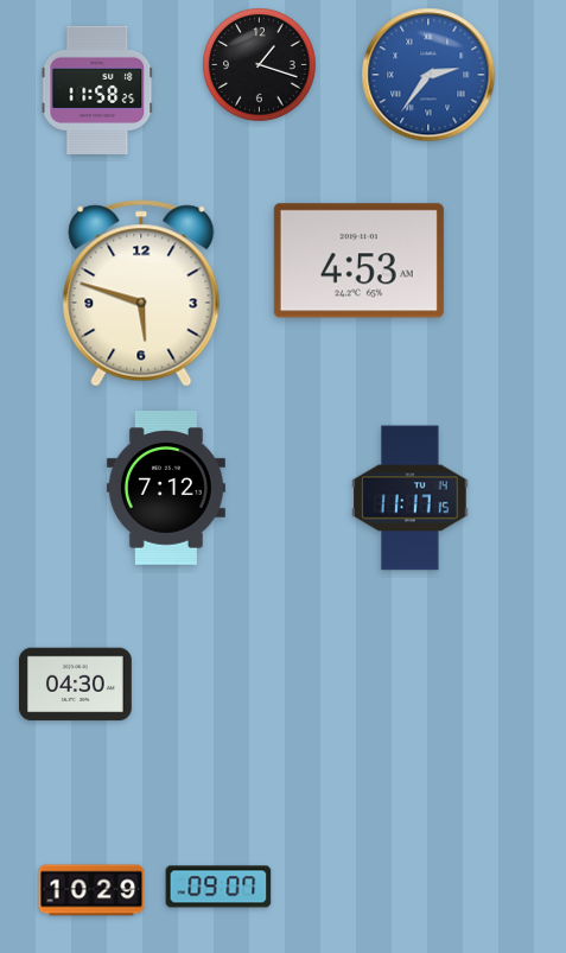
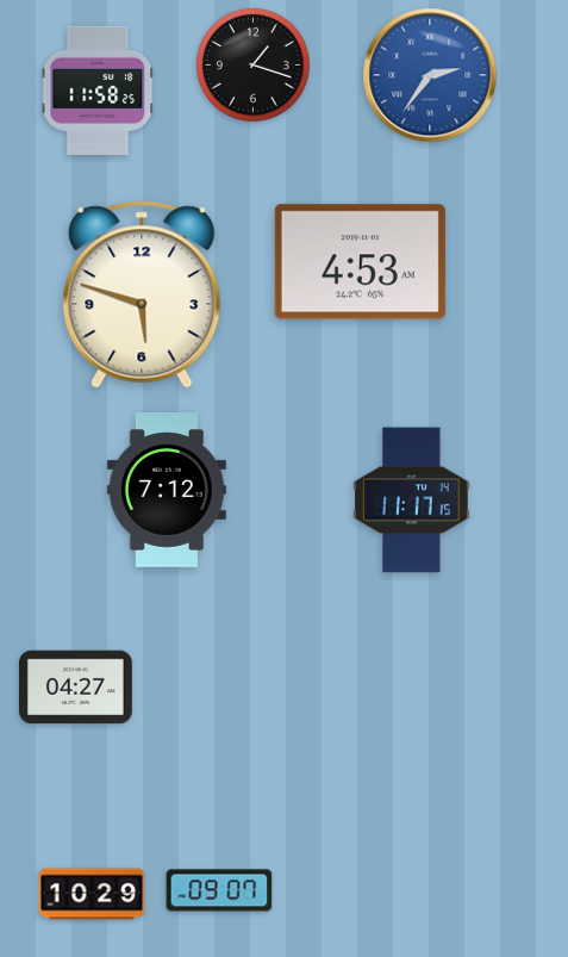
clock at (260, 65) position: (260, 65) -> (254, 66)
clock at (76, 685): 04:30 -> 04:27
